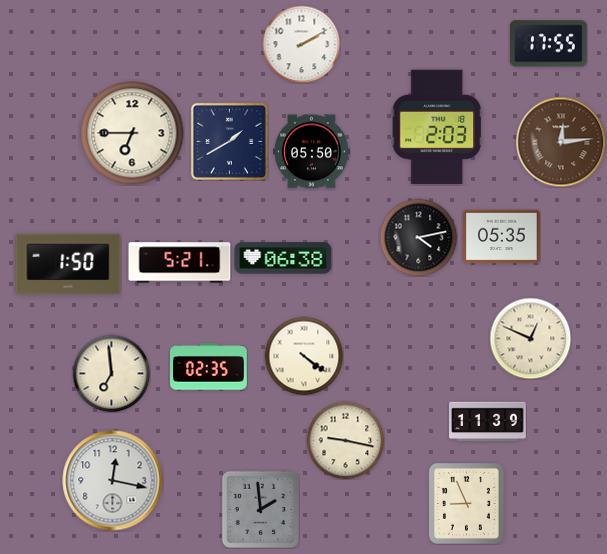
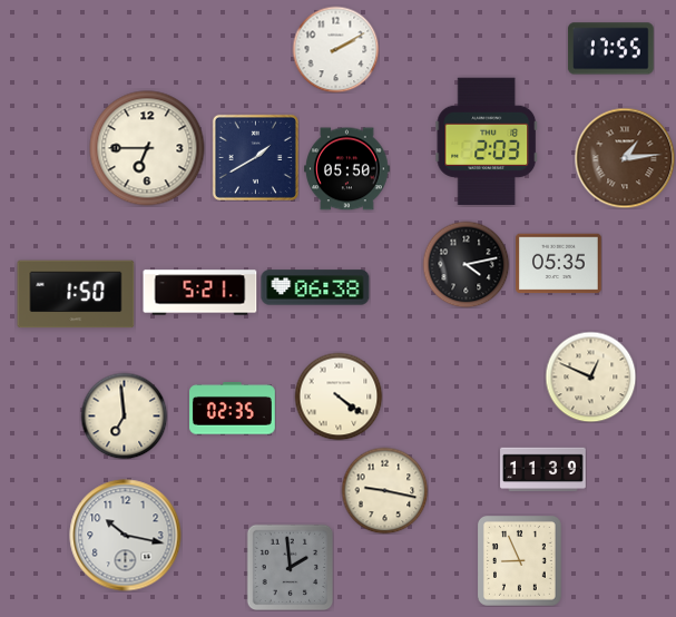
clock at (561, 142): 12:14 -> 1:14
clock at (113, 481): 12:17 -> 10:17
